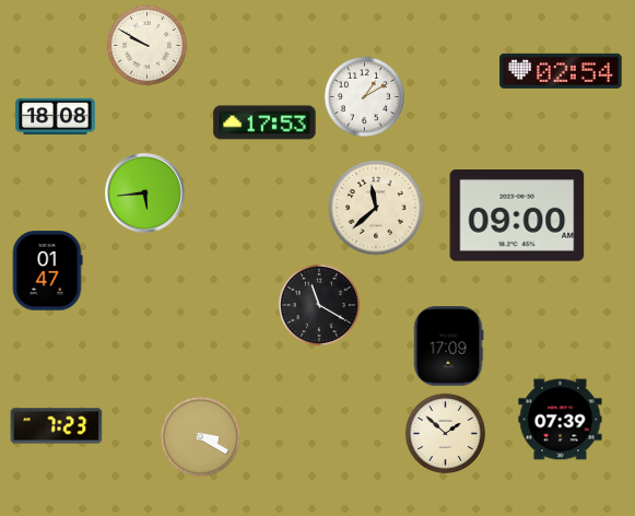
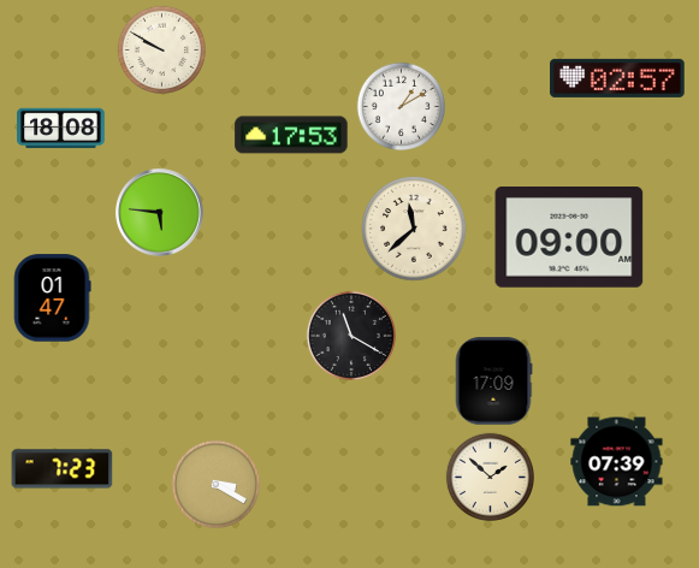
clock at (561, 71): 02:54 -> 02:57
clock at (145, 193): 5:44 -> 5:46
clock at (200, 436) position: (200, 436) -> (215, 484)
